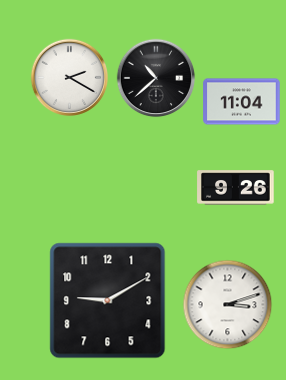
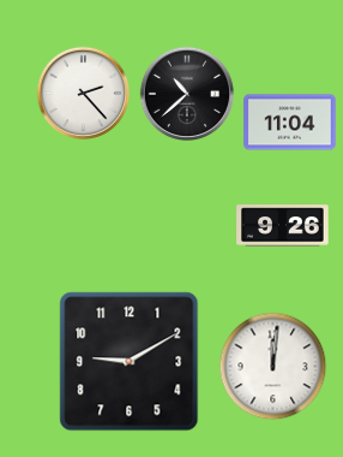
clock at (69, 77): 2:20 -> 2:23
clock at (227, 304): 3:12 -> 12:01
